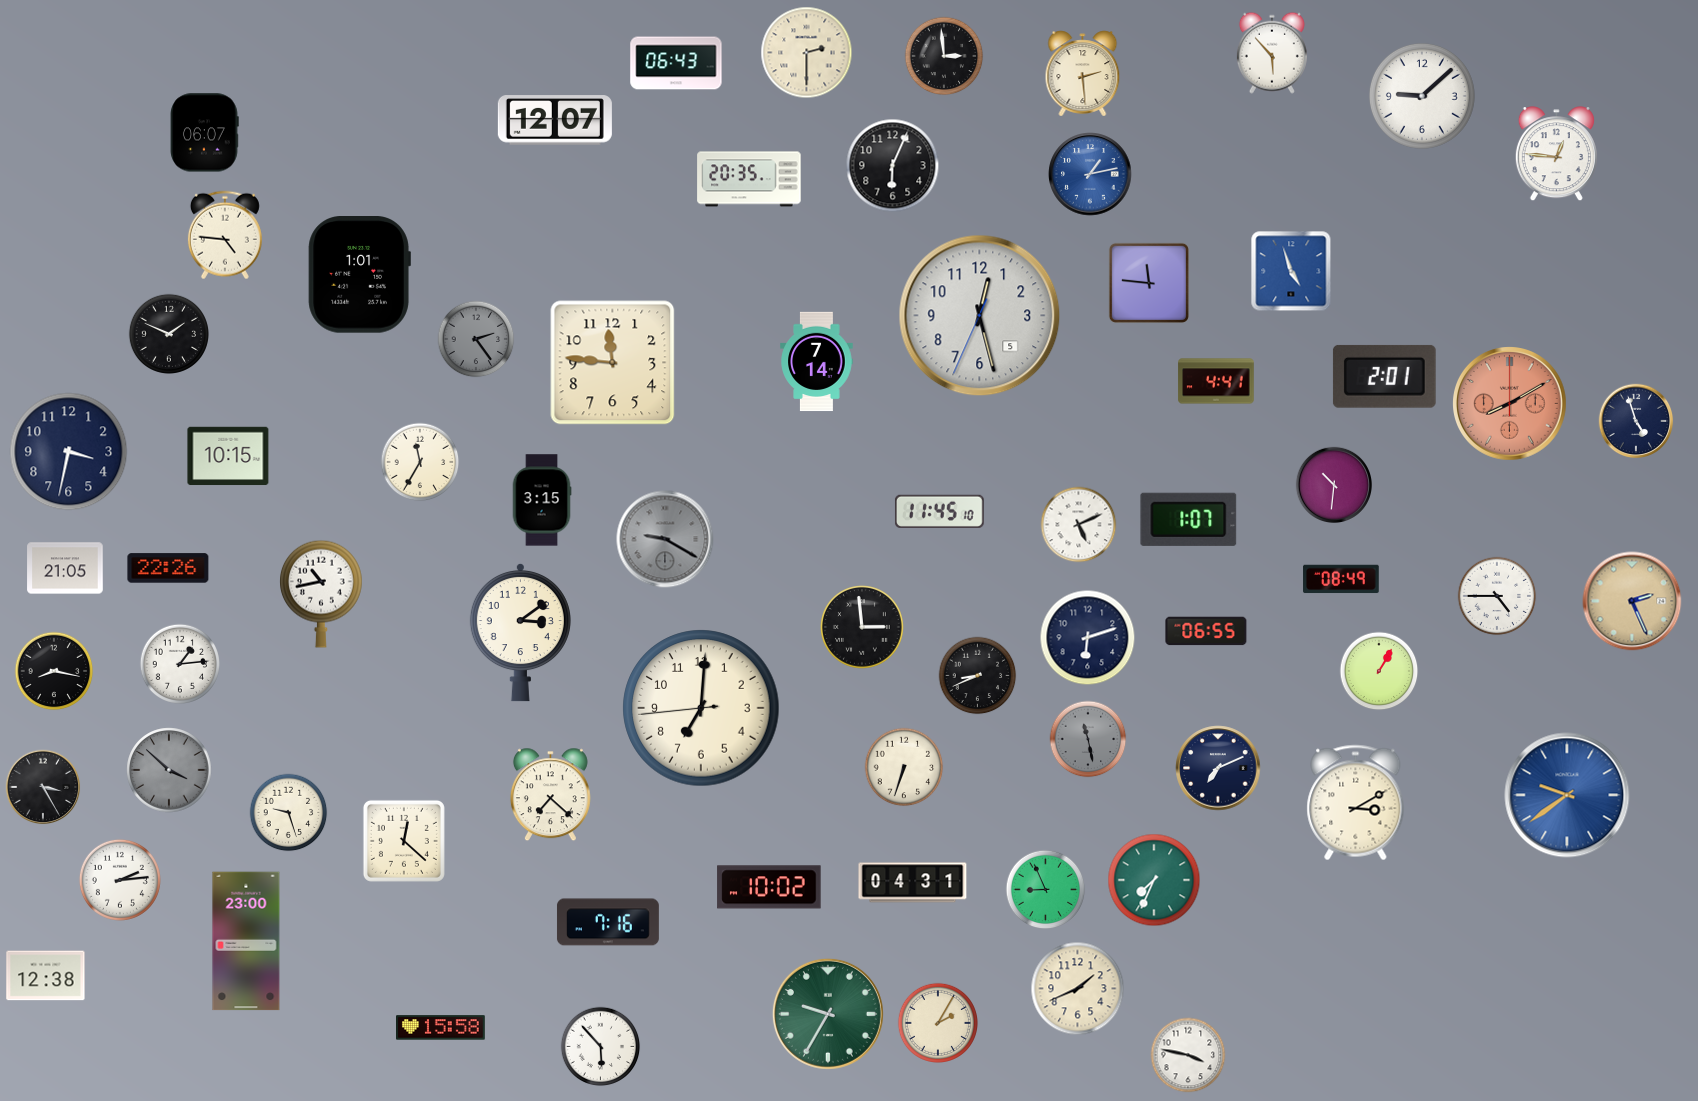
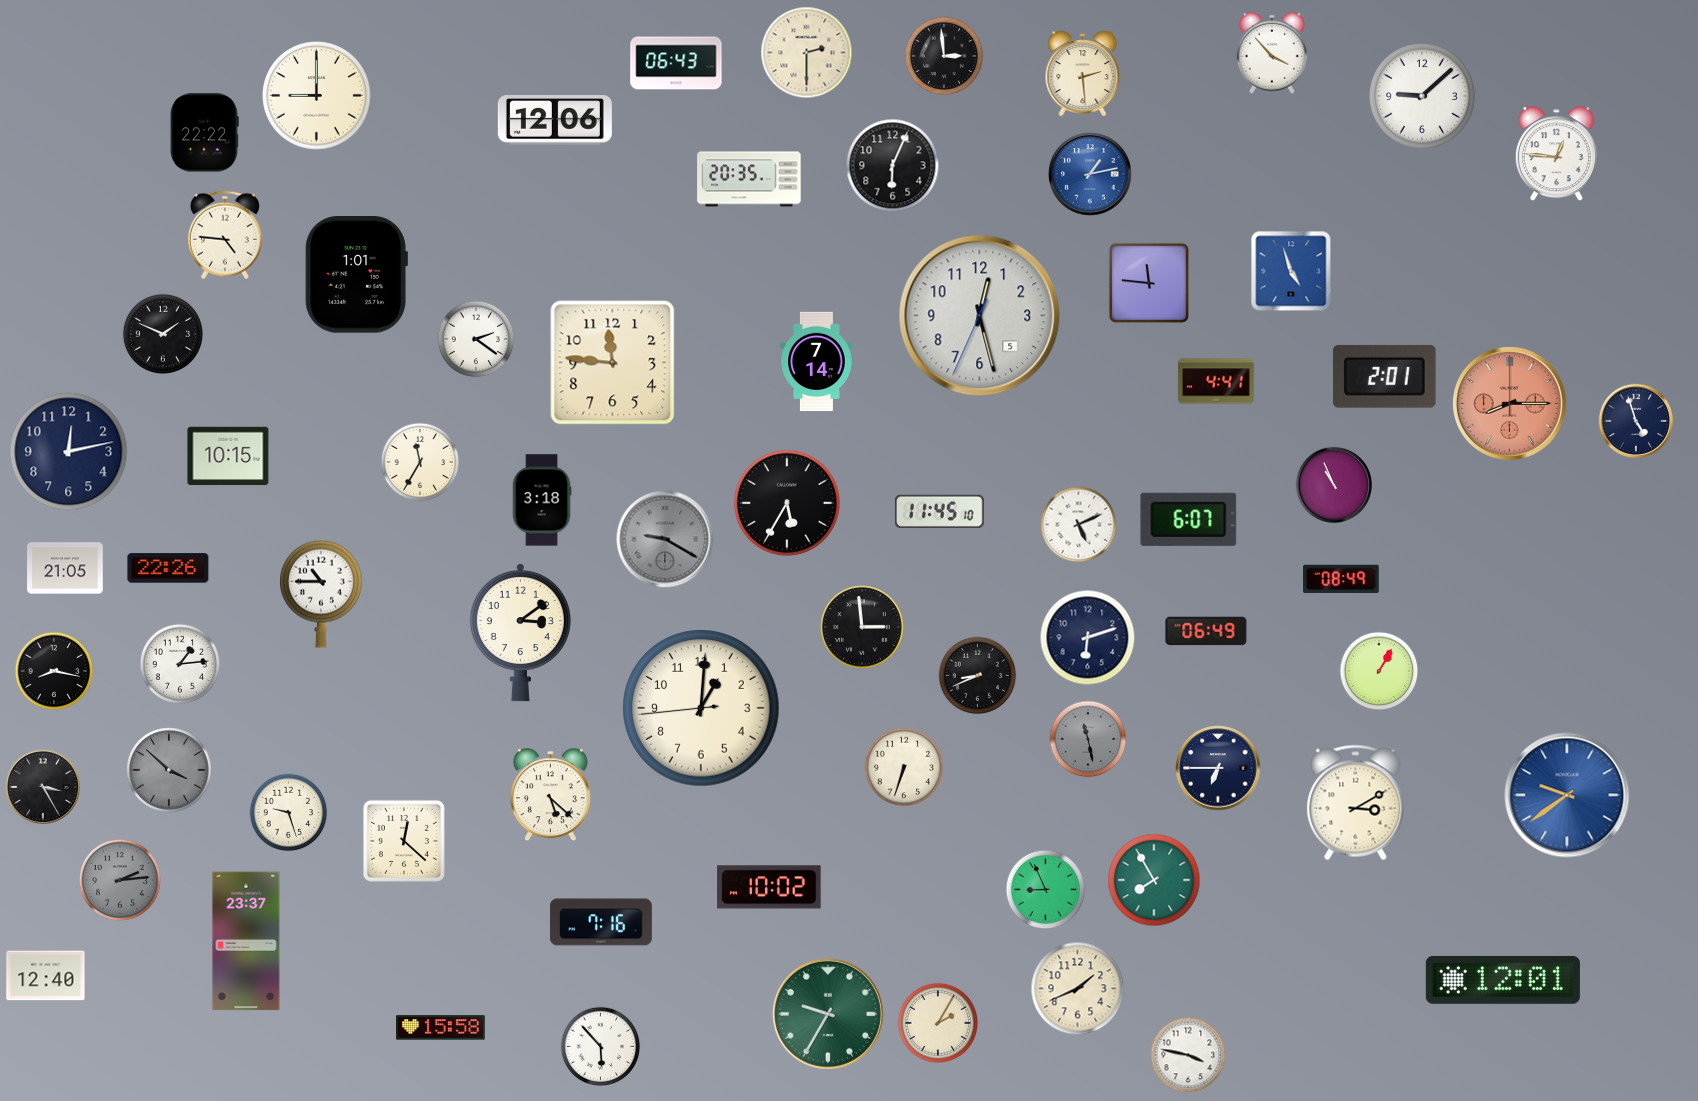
clock at (1272, 53): 5:53 -> 3:53
clock at (317, 96): none -> 9:00
clock at (555, 120): 12:07 -> 12:06
clock at (204, 133): 06:07 -> 22:22
clock at (359, 275) position: (359, 275) -> (356, 275)
clock at (168, 333) position: (168, 333) -> (162, 333)
clock at (476, 339): 2:24 -> 2:21
clock at (476, 339) dial: grey -> white
clock at (1510, 404): 8:10 -> 8:15
clock at (69, 452): 3:32 -> 12:13
clock at (1333, 484): 10:31 -> 10:56
clock at (542, 500): 3:15 -> 3:18
clock at (787, 503): none -> 5:35
clock at (1189, 519): 1:07 -> 6:07
clock at (322, 594): 10:43 -> 10:45
clock at (1497, 596): 4:45 -> none
clock at (1632, 601): 2:26 -> none
clock at (1206, 631): 06:55 -> 06:49
clock at (701, 708): 7:00 -> 1:00
clock at (1218, 768): 7:11 -> 6:45
clock at (550, 795): 7:22 -> 5:22
clock at (120, 880) dial: white -> grey
clock at (1154, 880): 7:34 -> 7:55
clock at (913, 883): 04:31 -> none
clock at (608, 922) position: (608, 922) -> (601, 922)
clock at (246, 941): 23:00 -> 23:37
clock at (46, 976): 12:38 -> 12:40
clock at (1503, 980): none -> 12:01
